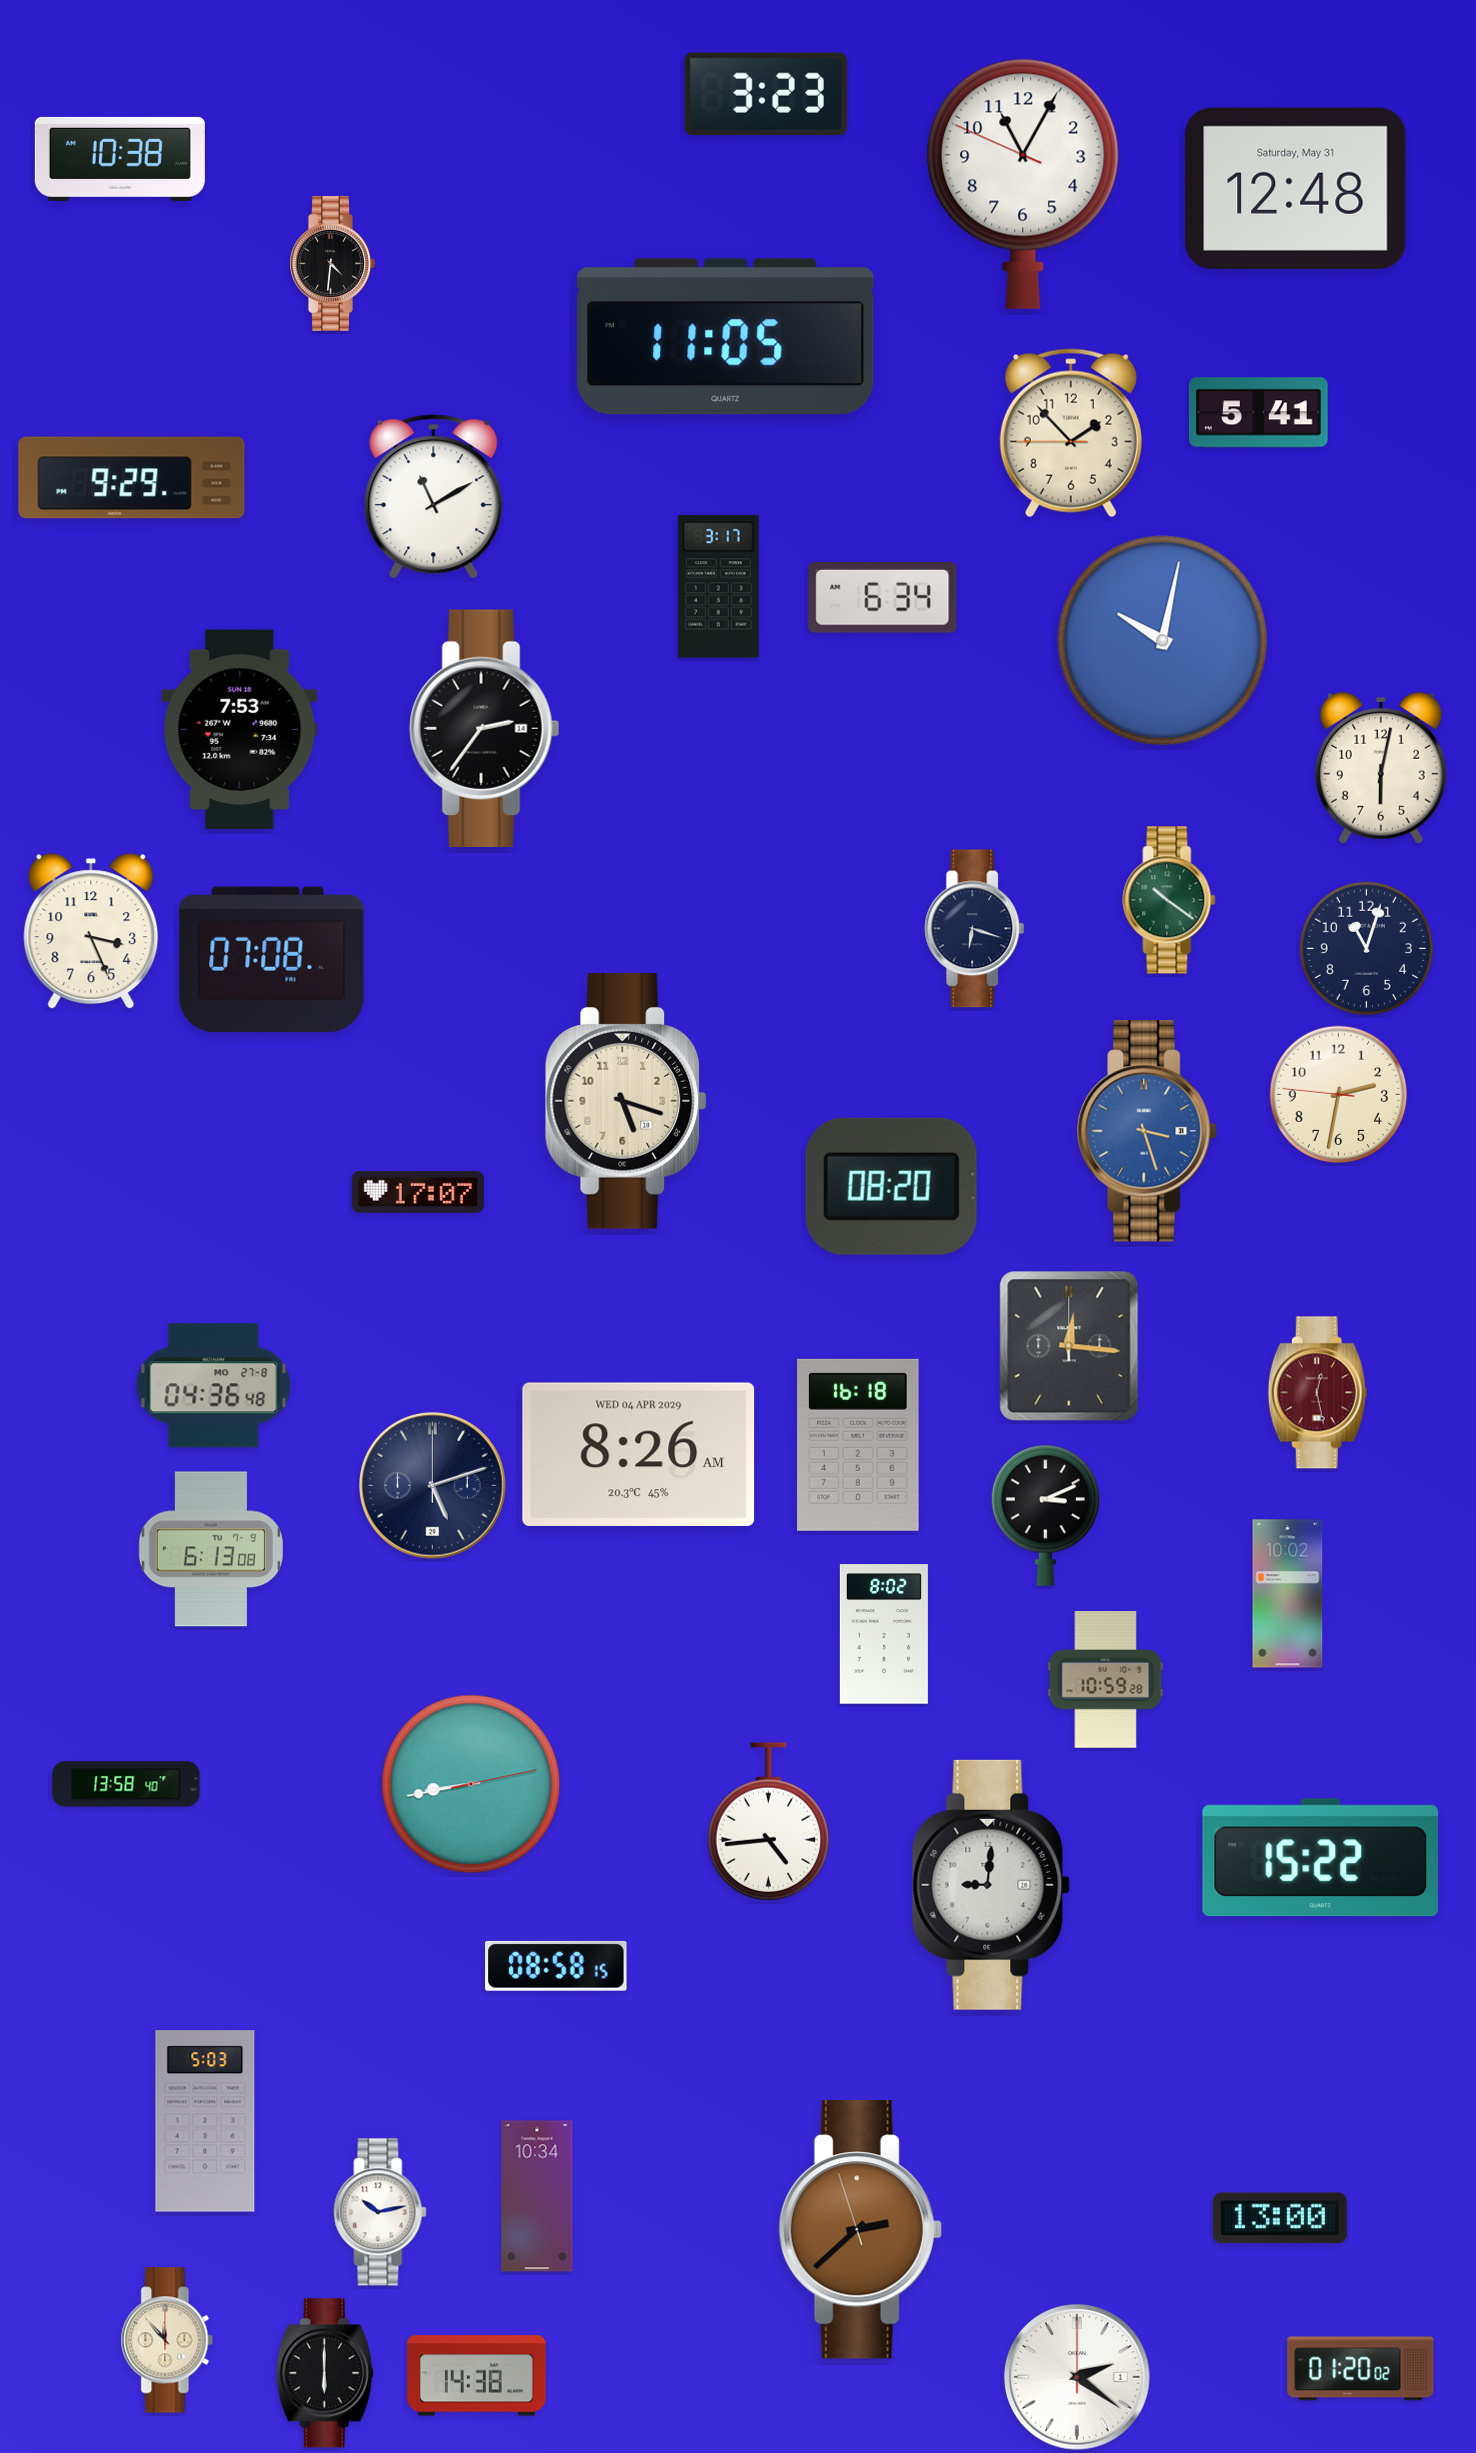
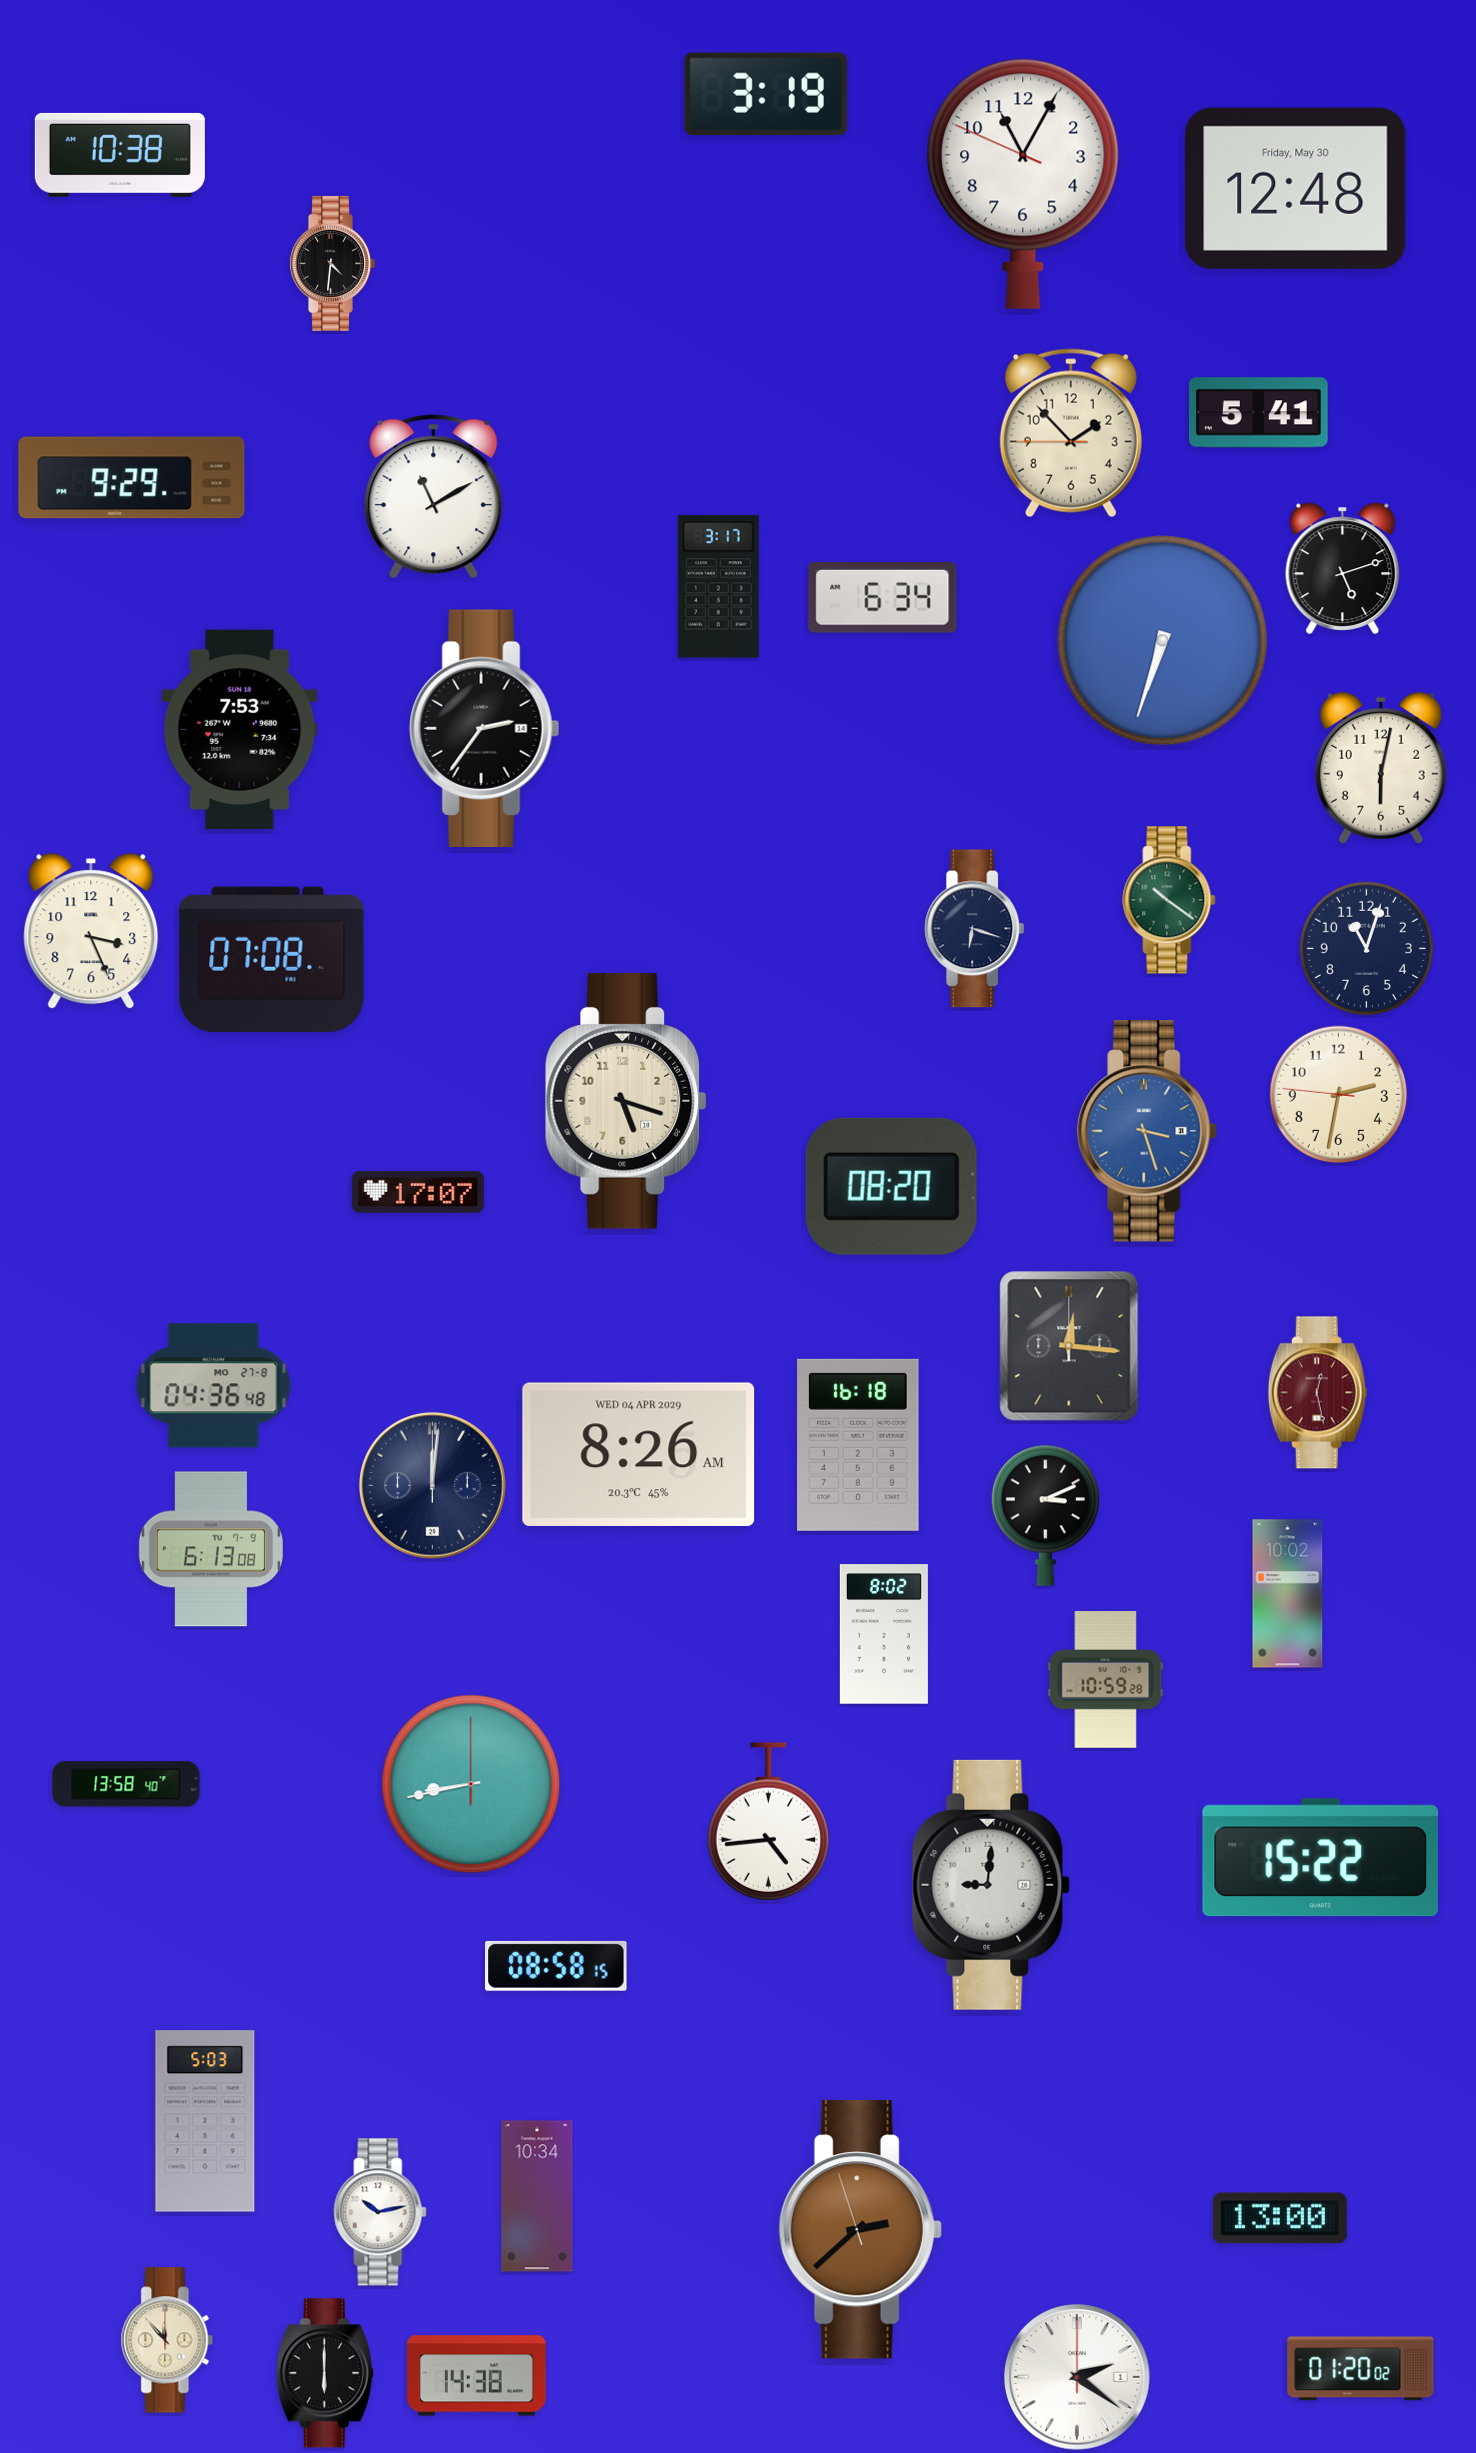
clock at (765, 94): 3:23 -> 3:19
clock at (120, 159) position: (120, 159) -> (120, 155)
clock at (1296, 188) date: Saturday, May 31 -> Friday, May 30
clock at (726, 337): 11:05 -> none
clock at (1343, 568): none -> 5:12
clock at (1163, 641): 10:02 -> 6:33
clock at (433, 1486): 5:12 -> 12:01
clock at (471, 1784): 8:43:13 -> 8:43:00
